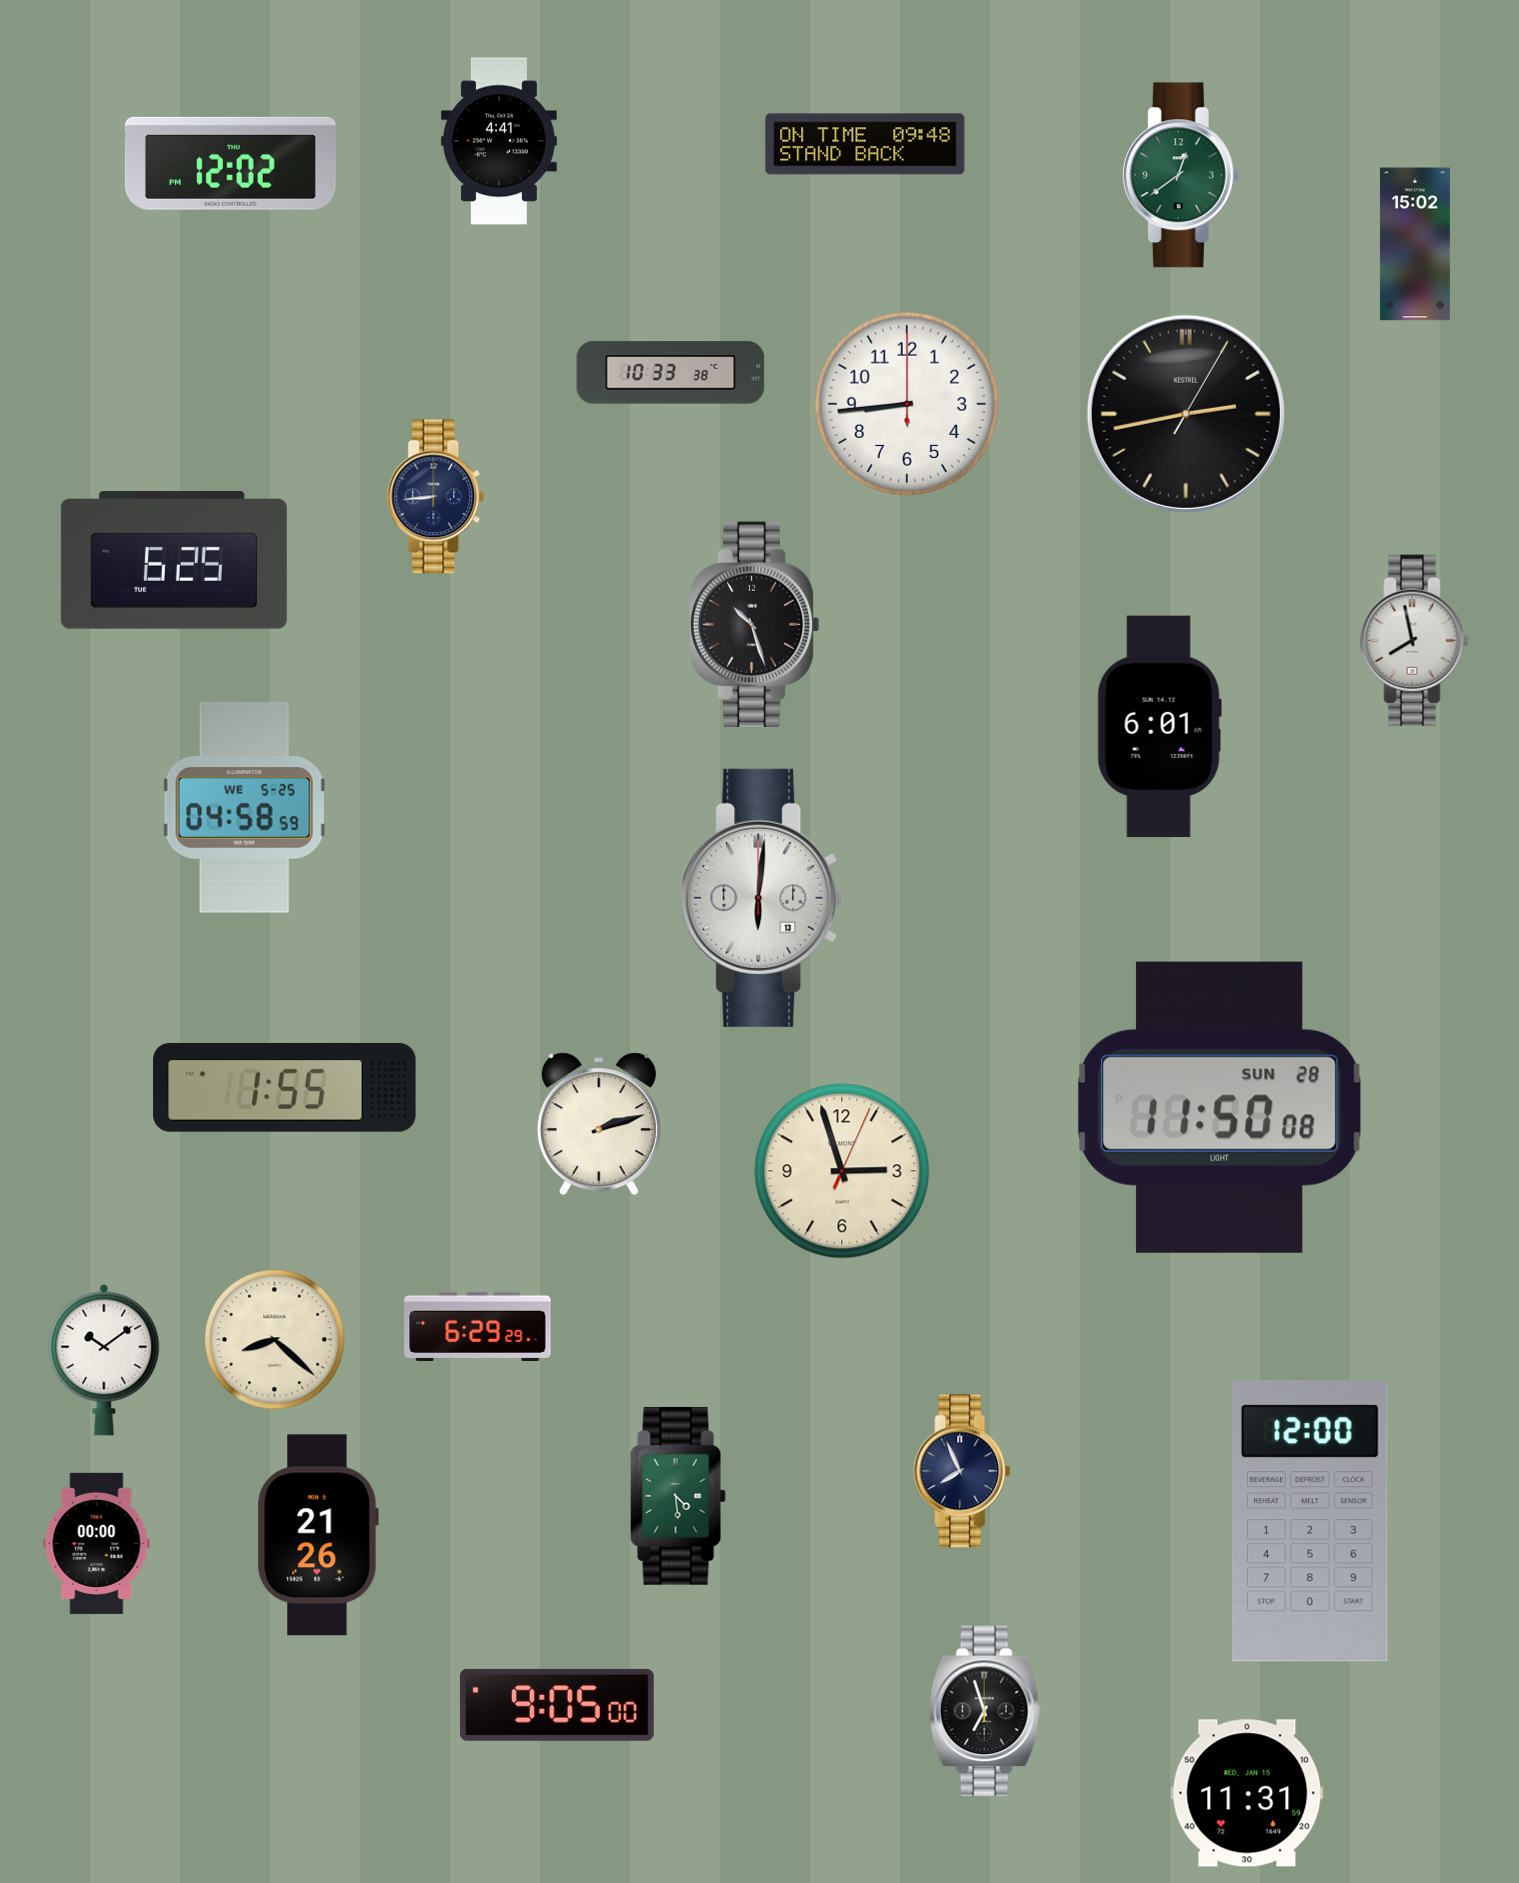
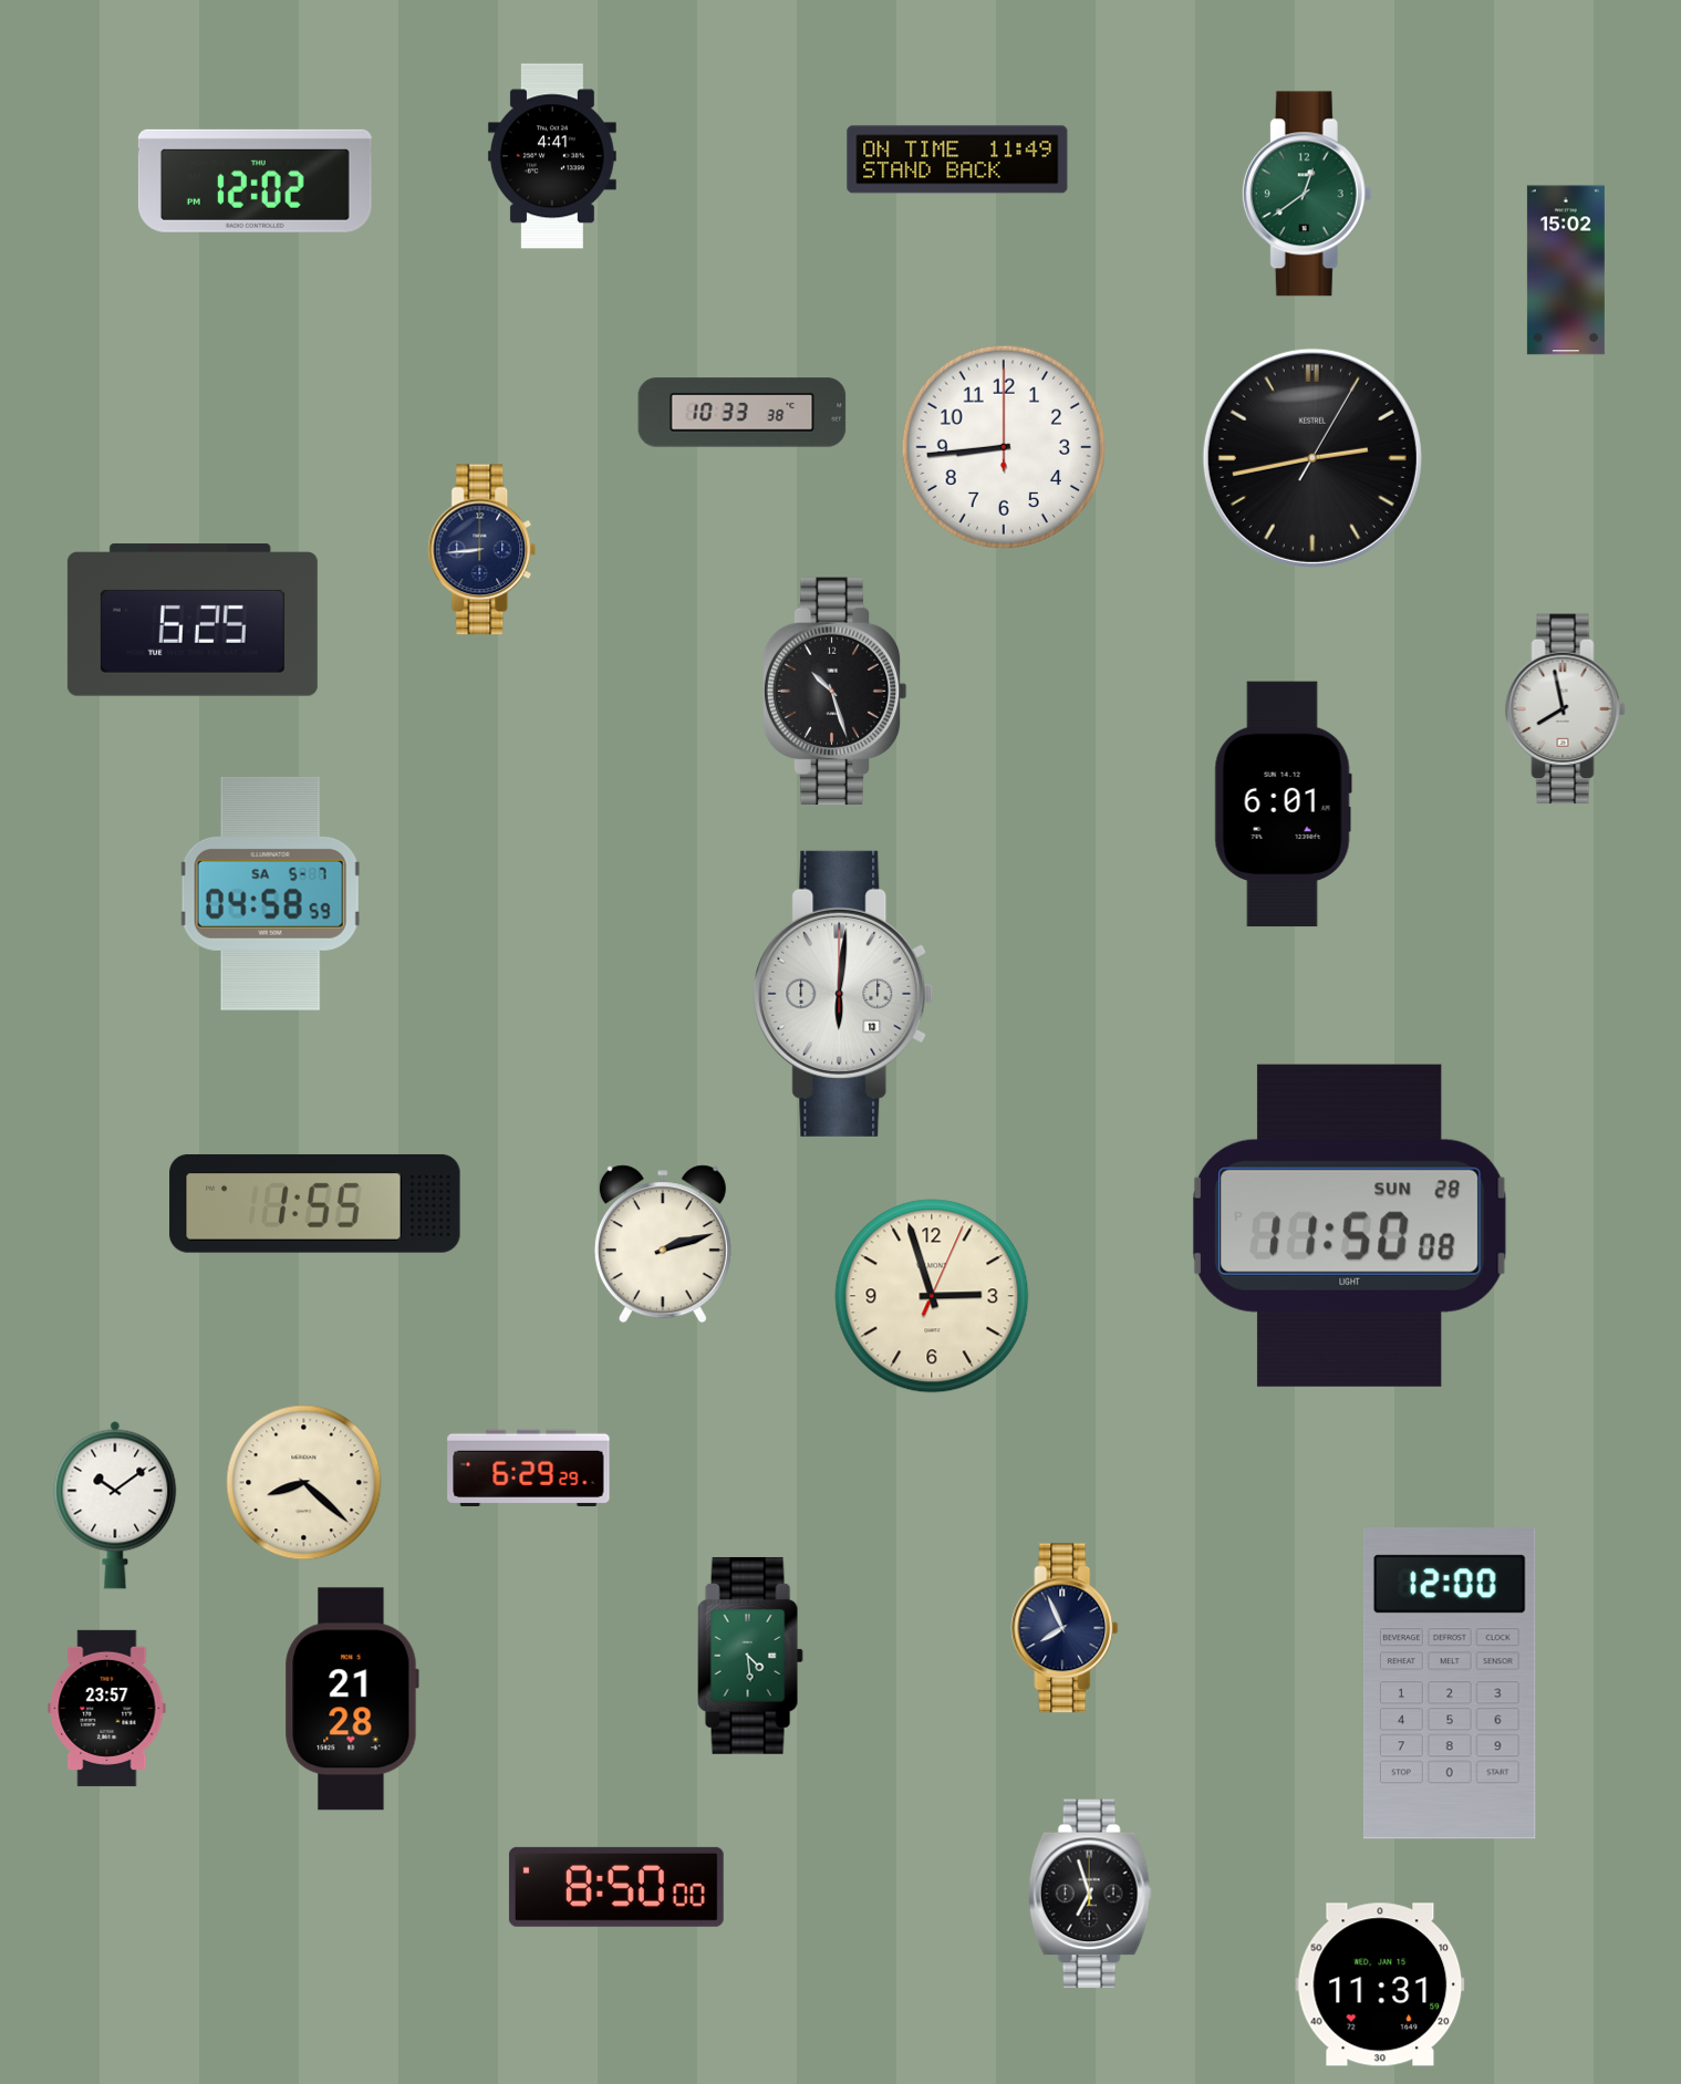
clock at (865, 144): 09:48 -> 11:49
clock at (244, 807) date: WE 5-25 -> SA 5-7
clock at (318, 1535): 21:26 -> 21:28
clock at (97, 1543): 00:00 -> 23:57
clock at (557, 1705): 9:05 -> 8:50
